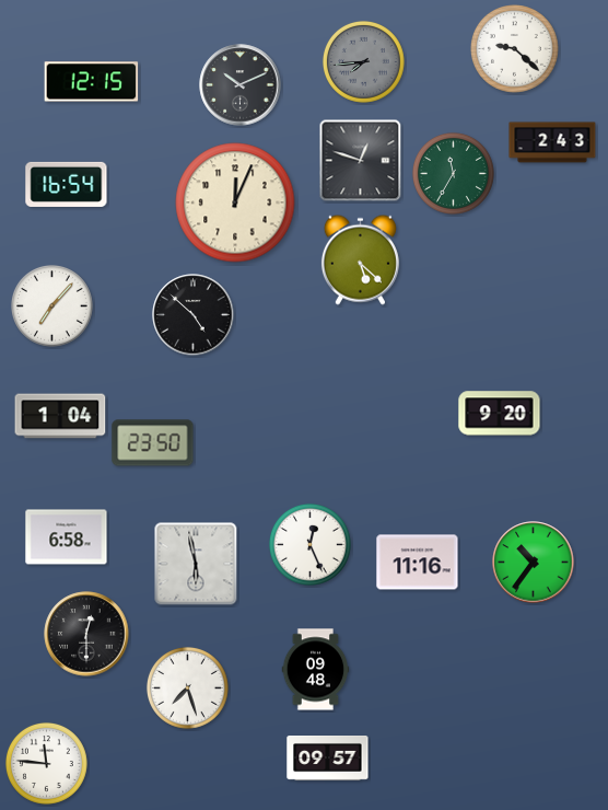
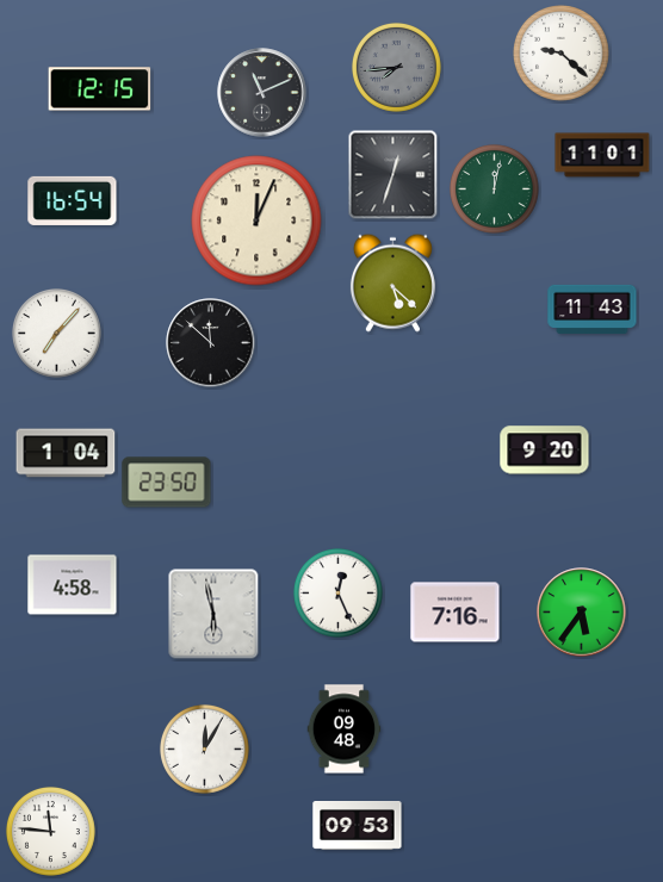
clock at (241, 85): 10:11 -> 11:11
clock at (552, 142): 2:43 -> 11:01
clock at (361, 161): 12:48 -> 12:33
clock at (453, 173): 11:35 -> 12:02
clock at (593, 309): none -> 11:43
clock at (194, 315): 4:52 -> 11:52
clock at (67, 537): 6:58 -> 4:58
clock at (418, 563): 11:16 -> 7:16
clock at (534, 563): 10:36 -> 5:36
clock at (86, 634): 12:30 -> none
clock at (187, 687): 7:27 -> 12:05
clock at (328, 759): 09:57 -> 09:53
